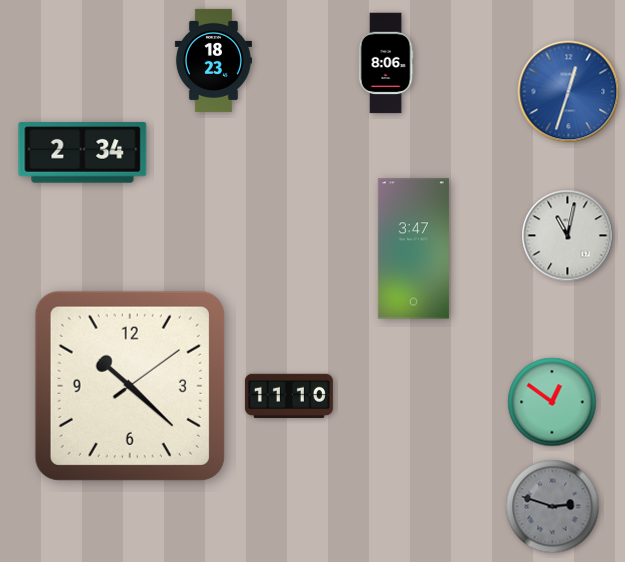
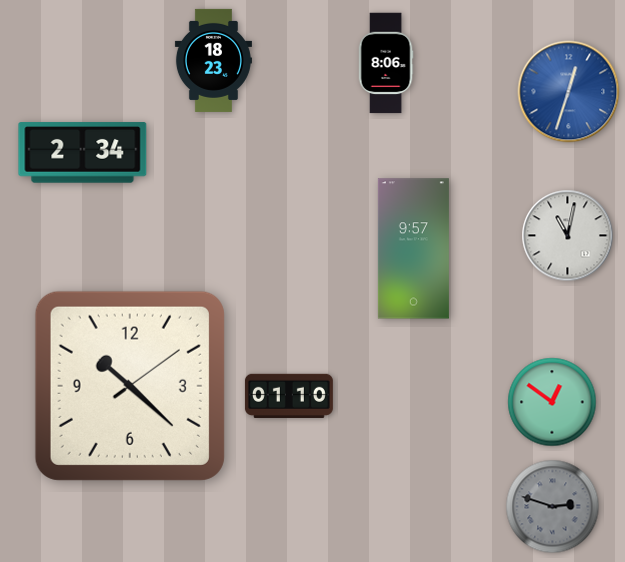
clock at (413, 249): 3:47 -> 9:57
clock at (289, 396): 11:10 -> 01:10
